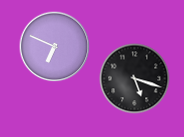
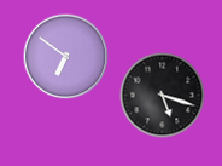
clock at (55, 47): 6:49 -> 6:51
